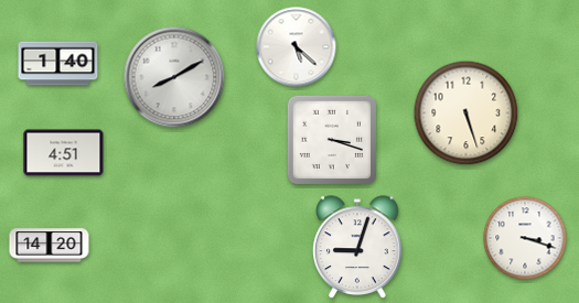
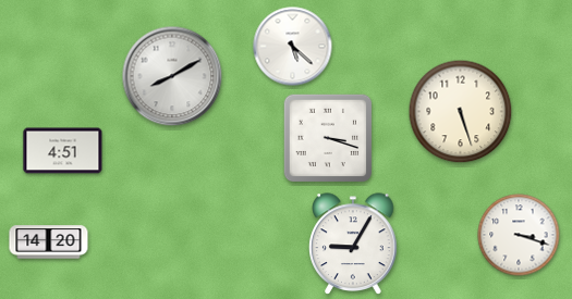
clock at (58, 64): 1:40 -> none
clock at (357, 247): 9:03 -> 9:05
